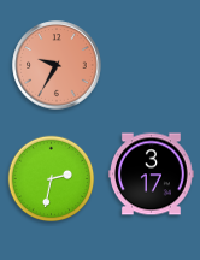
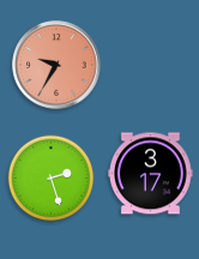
clock at (52, 179): 2:32 -> 2:27
